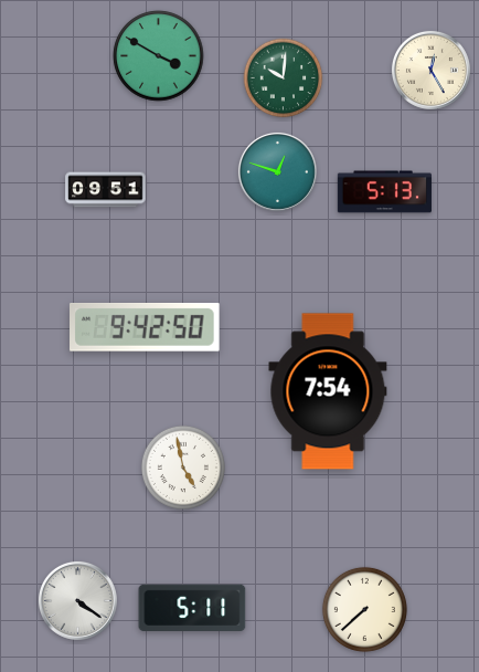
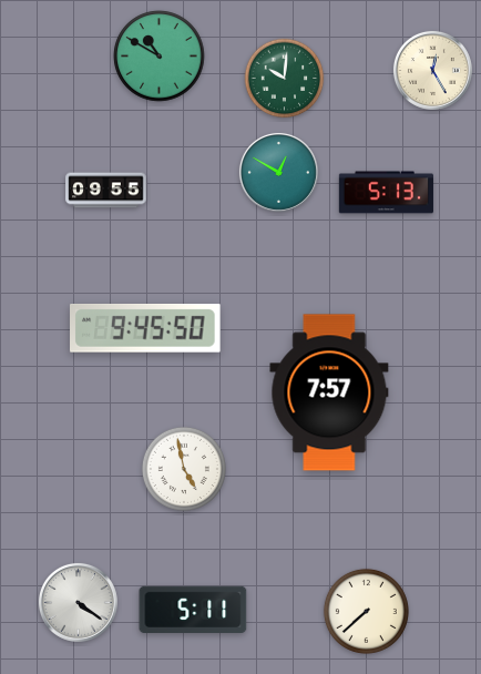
clock at (159, 56): 3:50 -> 10:50
clock at (277, 171): 12:48 -> 12:50
clock at (106, 190): 09:51 -> 09:55
clock at (146, 328): 9:42 -> 9:45
clock at (328, 391): 7:54 -> 7:57
